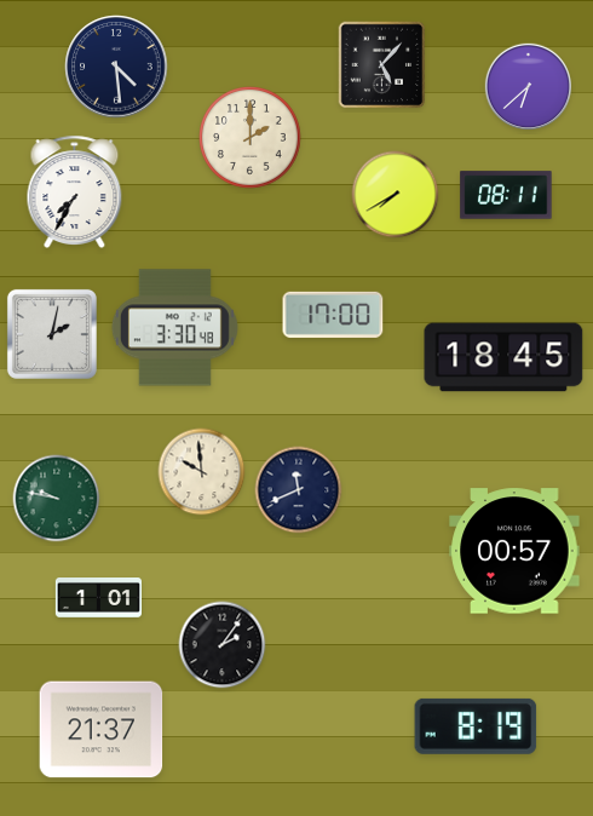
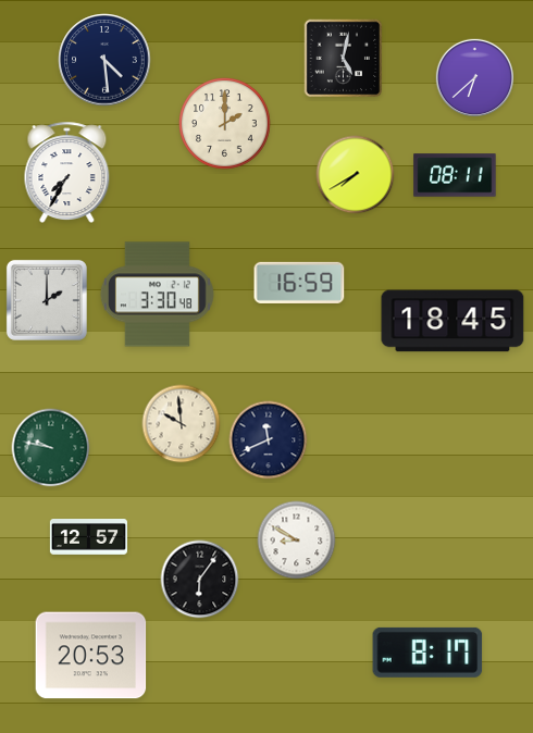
clock at (382, 65): 5:07 -> 5:02
clock at (333, 315): 17:00 -> 16:59
clock at (52, 334): 2:02 -> 2:00
clock at (514, 551): 00:57 -> none
clock at (98, 598): 1:01 -> 12:57
clock at (297, 541): none -> 8:50
clock at (223, 645): 2:06 -> 6:06
clock at (476, 726): 8:19 -> 8:17
clock at (102, 730): 21:37 -> 20:53
